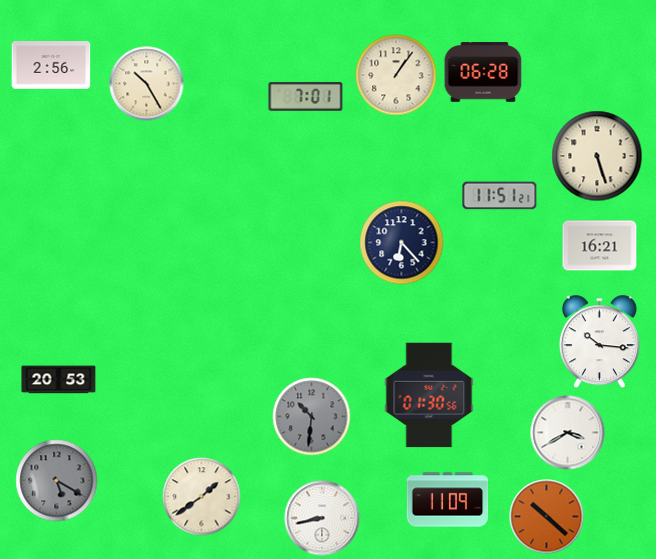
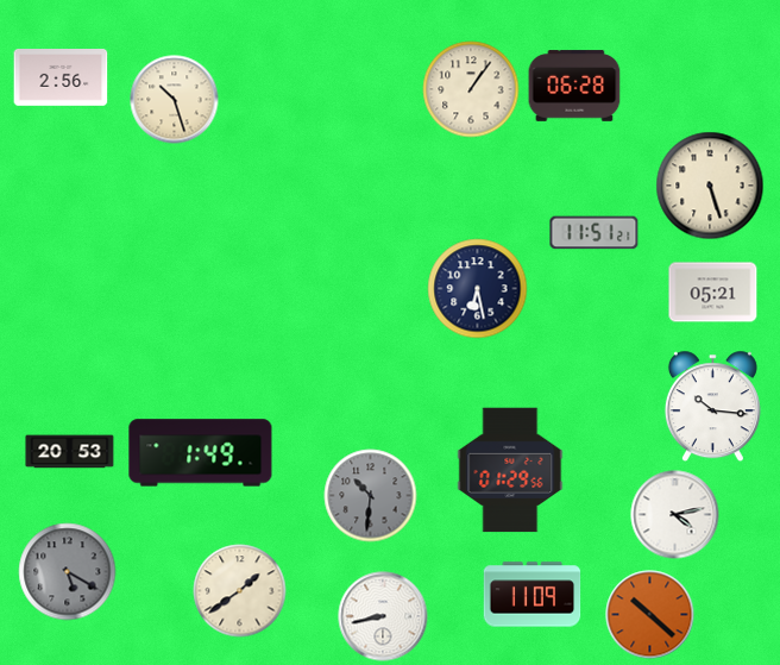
clock at (147, 84): 10:25 -> 10:27
clock at (306, 97): 7:01 -> none
clock at (402, 243): 6:23 -> 6:28
clock at (600, 246): 16:21 -> 05:21
clock at (201, 453): none -> 1:49
clock at (429, 395): 01:30 -> 01:29
clock at (568, 433): 3:40 -> 4:13
